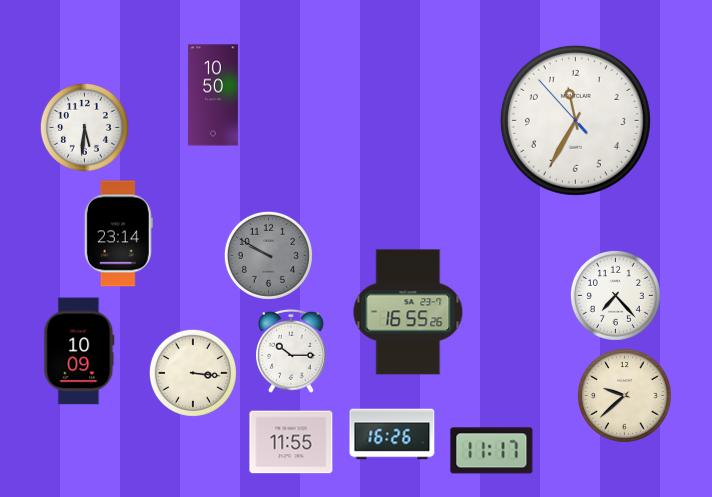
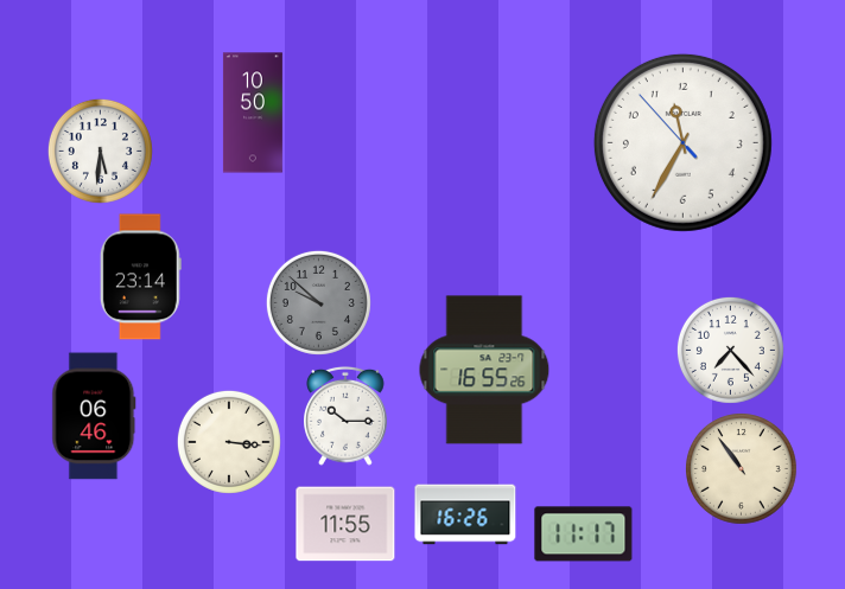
clock at (268, 255): 9:50 -> 9:52
clock at (79, 351): 10:09 -> 06:46
clock at (625, 396): 9:38 -> 10:54
